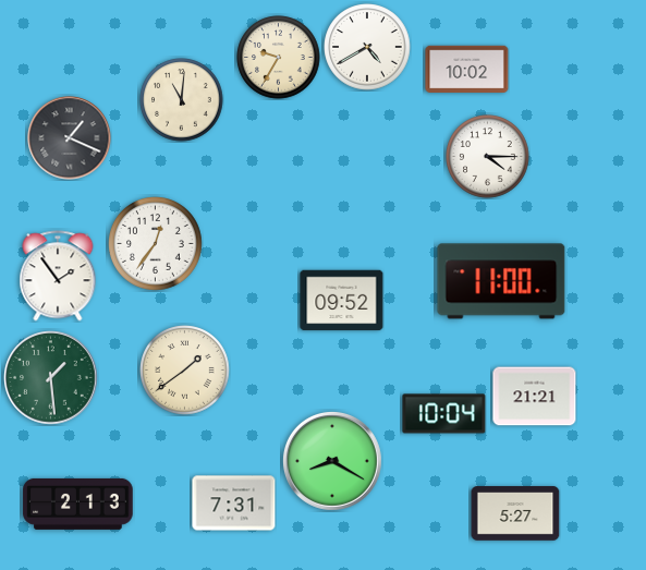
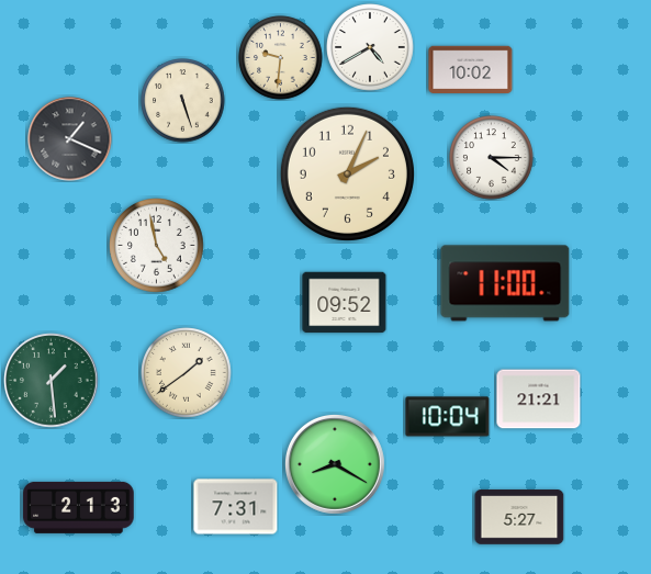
clock at (279, 58): 9:35 -> 9:31
clock at (182, 100): 11:01 -> 5:27
clock at (347, 173): none -> 2:04
clock at (156, 244): 12:36 -> 4:58
clock at (58, 276): 1:54 -> none
